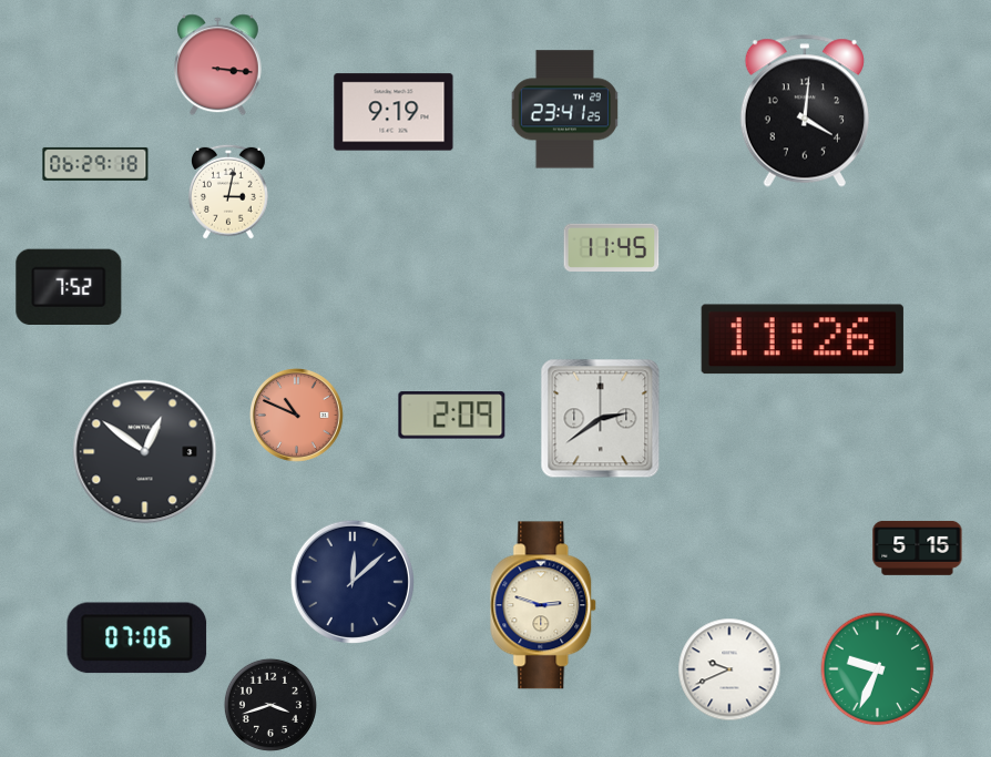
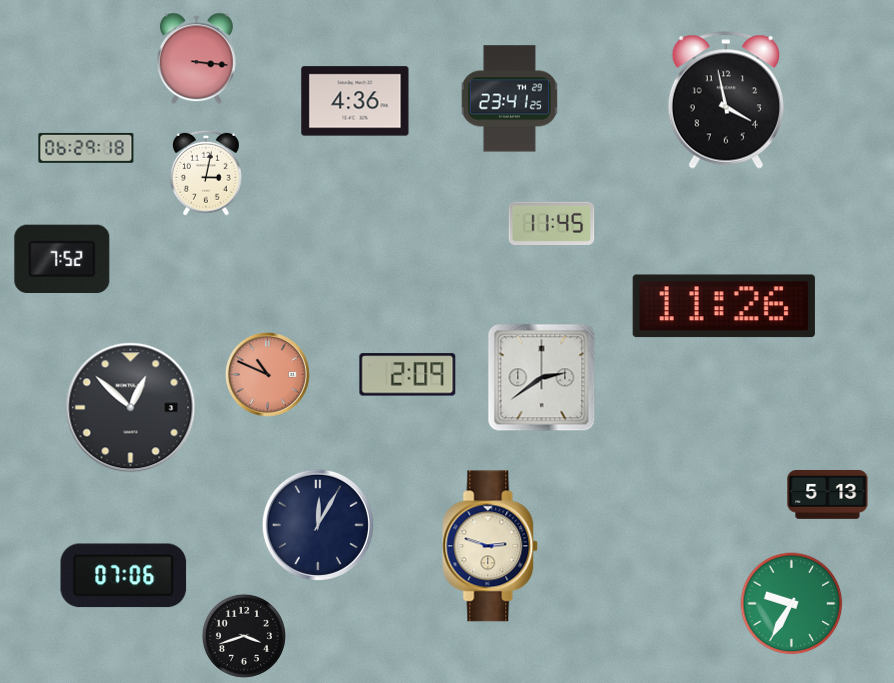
clock at (805, 111): 4:01 -> 3:58
clock at (394, 112): 9:19 -> 4:36
clock at (145, 452): 12:51 -> 12:52
clock at (918, 548): 5:15 -> 5:13
clock at (353, 582): 12:08 -> 12:05
clock at (729, 669): 9:41 -> none
clock at (878, 669): 9:34 -> 9:35
